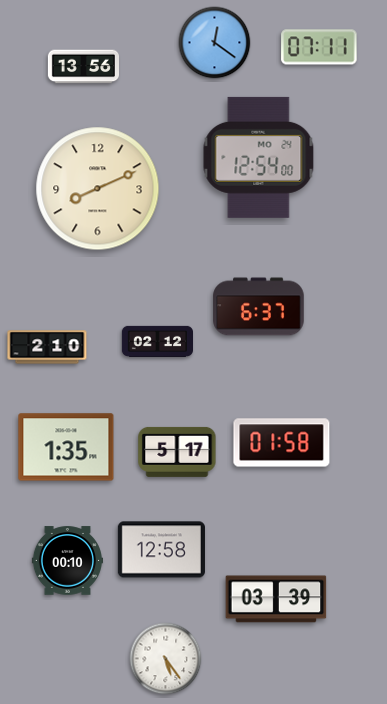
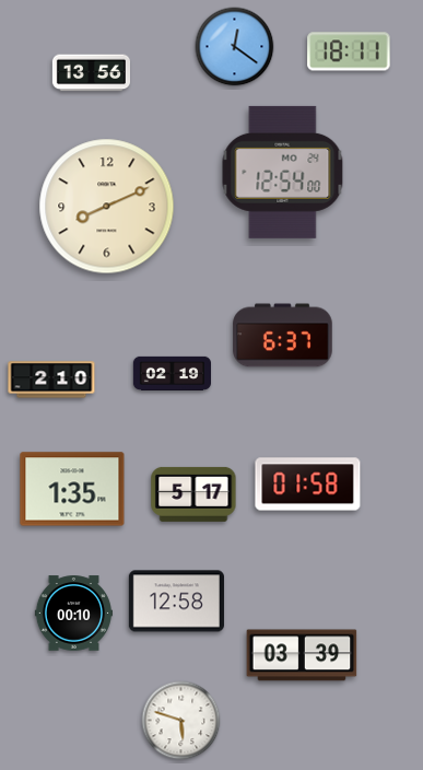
clock at (319, 47): 07:11 -> 18:11
clock at (157, 341): 02:12 -> 02:19
clock at (166, 659): 5:24 -> 5:48
